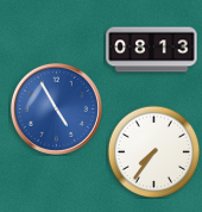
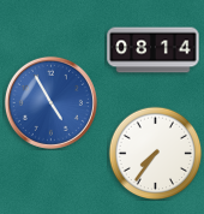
clock at (152, 50): 08:13 -> 08:14
clock at (56, 108) position: (56, 108) -> (50, 102)
